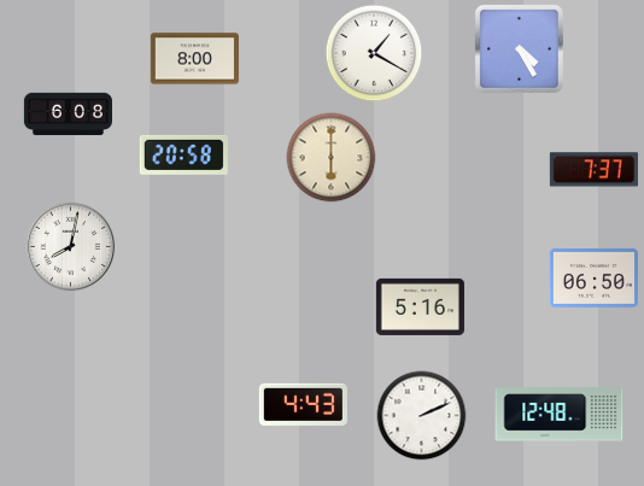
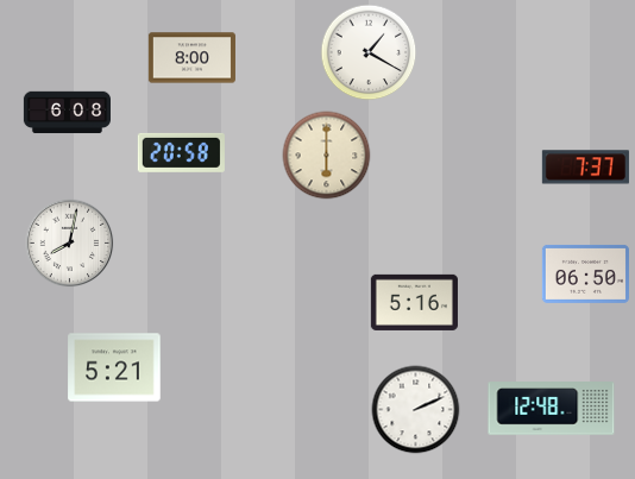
clock at (519, 48): 4:25 -> none
clock at (114, 367): none -> 5:21
clock at (303, 404): 4:43 -> none
